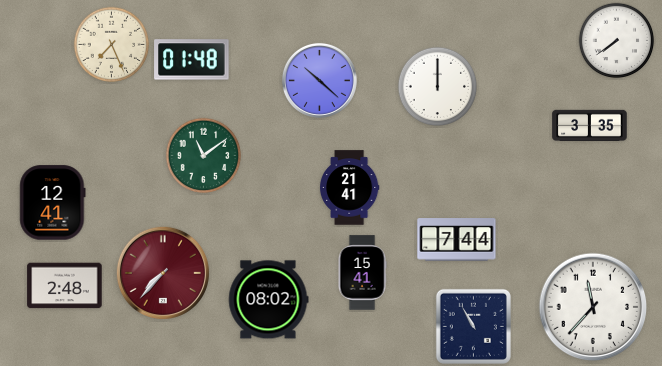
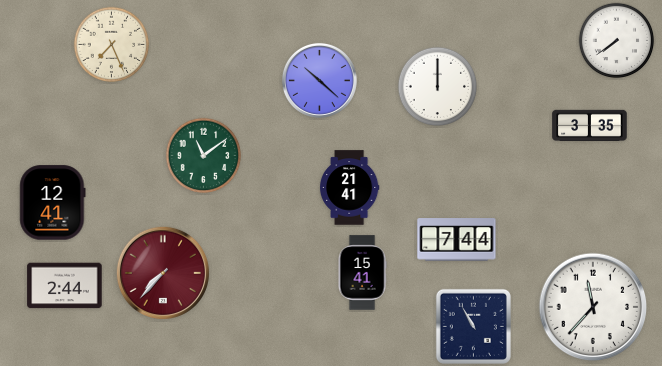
clock at (192, 60): 01:48 -> none
clock at (65, 286): 2:48 -> 2:44
clock at (268, 300): 08:02 -> none
